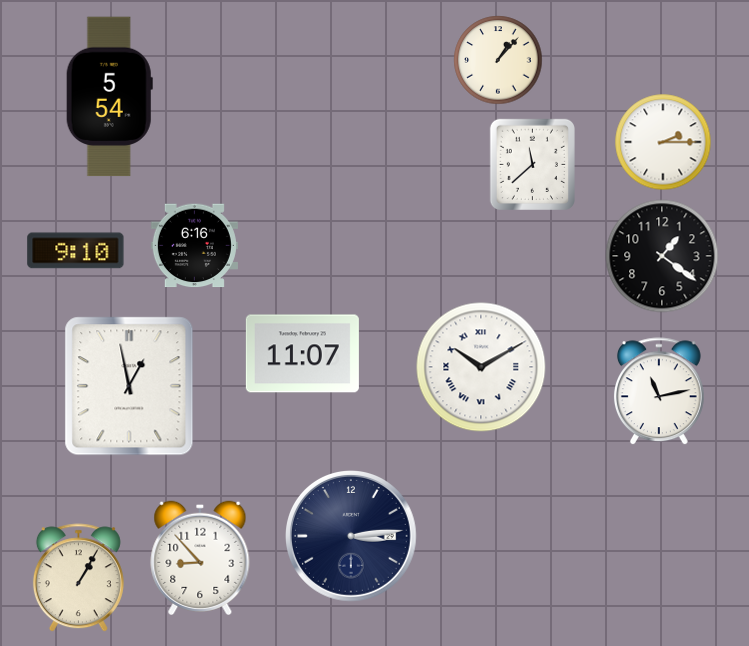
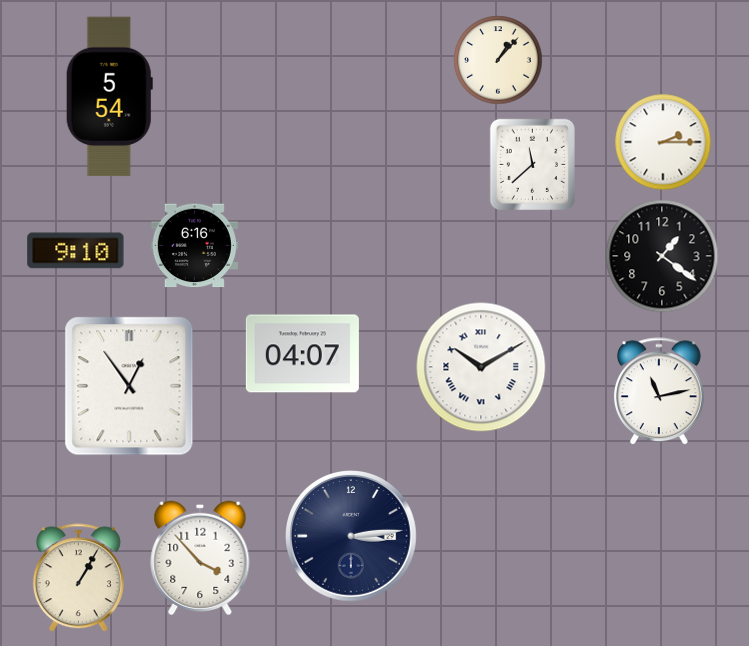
clock at (302, 354): 11:07 -> 04:07
clock at (129, 386): 12:58 -> 12:54
clock at (200, 558): 8:53 -> 3:53
